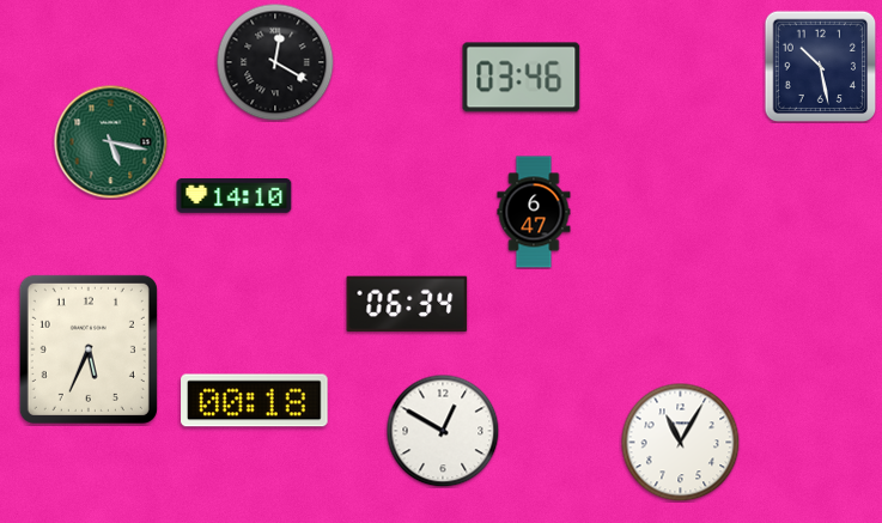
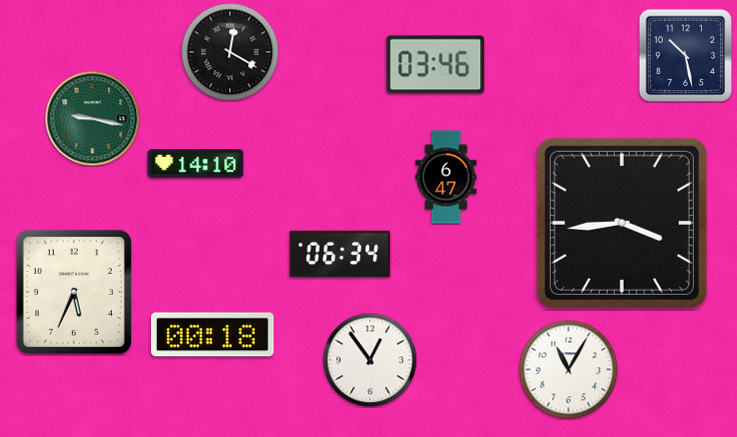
clock at (110, 141): 5:17 -> 9:17
clock at (622, 223): none -> 3:44
clock at (443, 431): 12:50 -> 12:54
